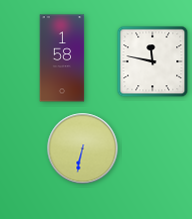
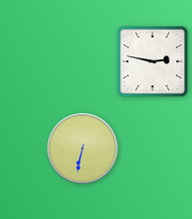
clock at (62, 58): 1:58 -> none
clock at (153, 62): 11:47 -> 2:47
